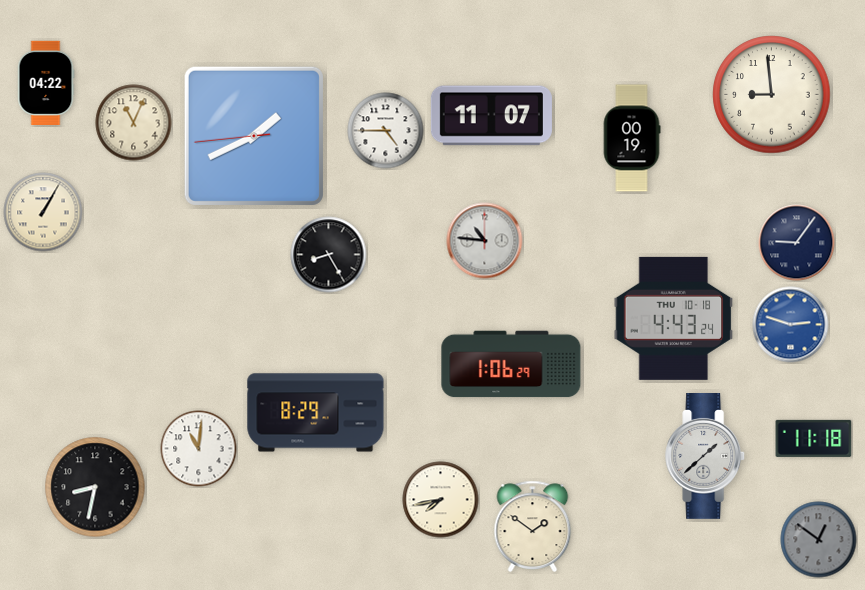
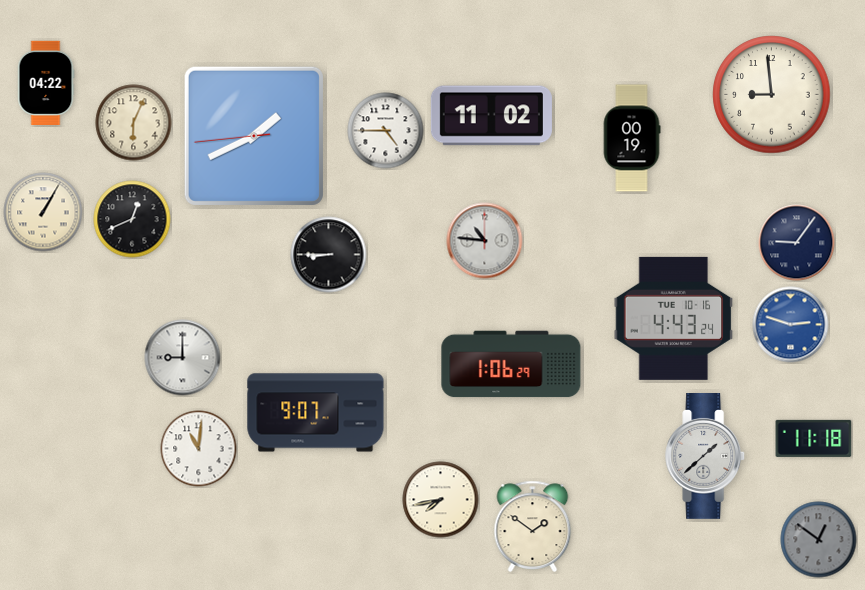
clock at (491, 116): 11:07 -> 11:02
clock at (134, 123): 11:04 -> 6:04
clock at (132, 219): none -> 12:41
clock at (329, 255): 8:25 -> 8:45
clock at (674, 318) date: THU 10-18 -> TUE 10-16
clock at (183, 358): none -> 9:00
clock at (316, 413): 8:29 -> 9:07
clock at (95, 487): 8:32 -> none
